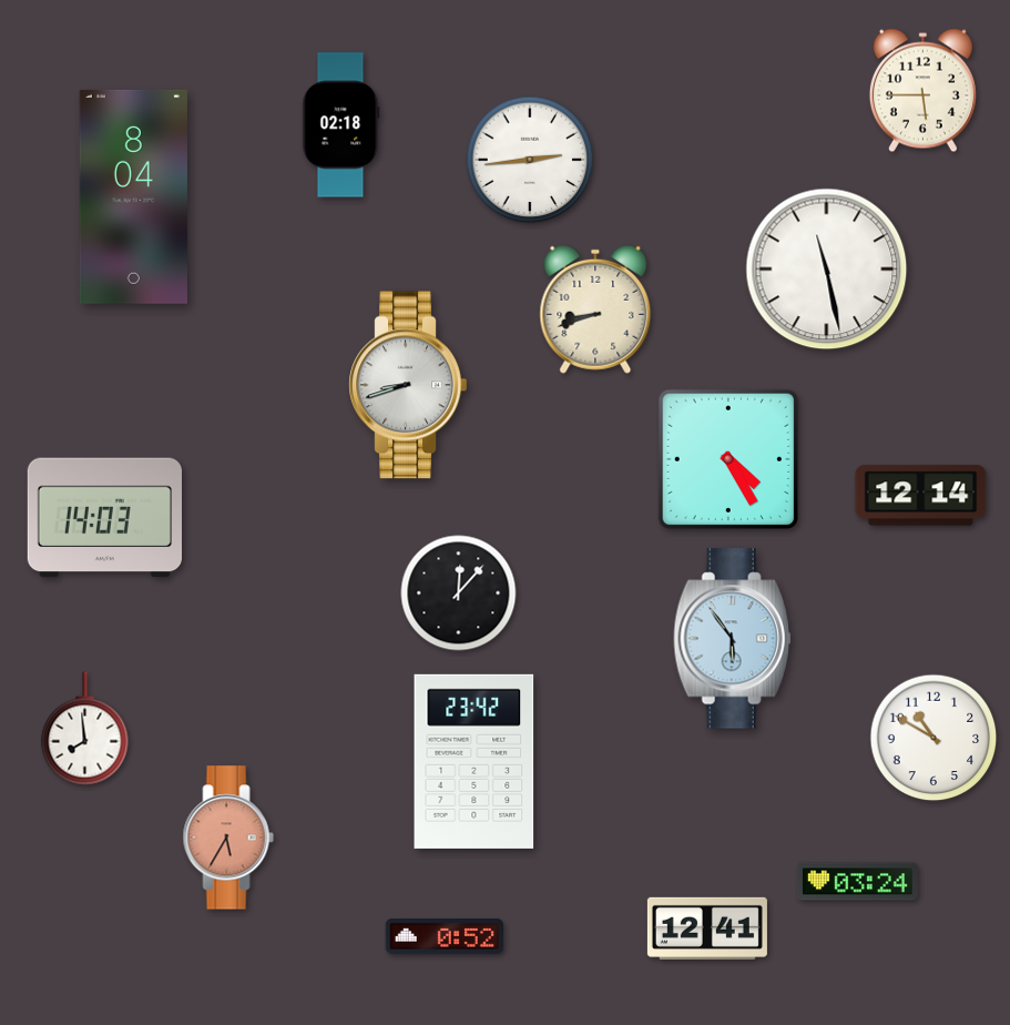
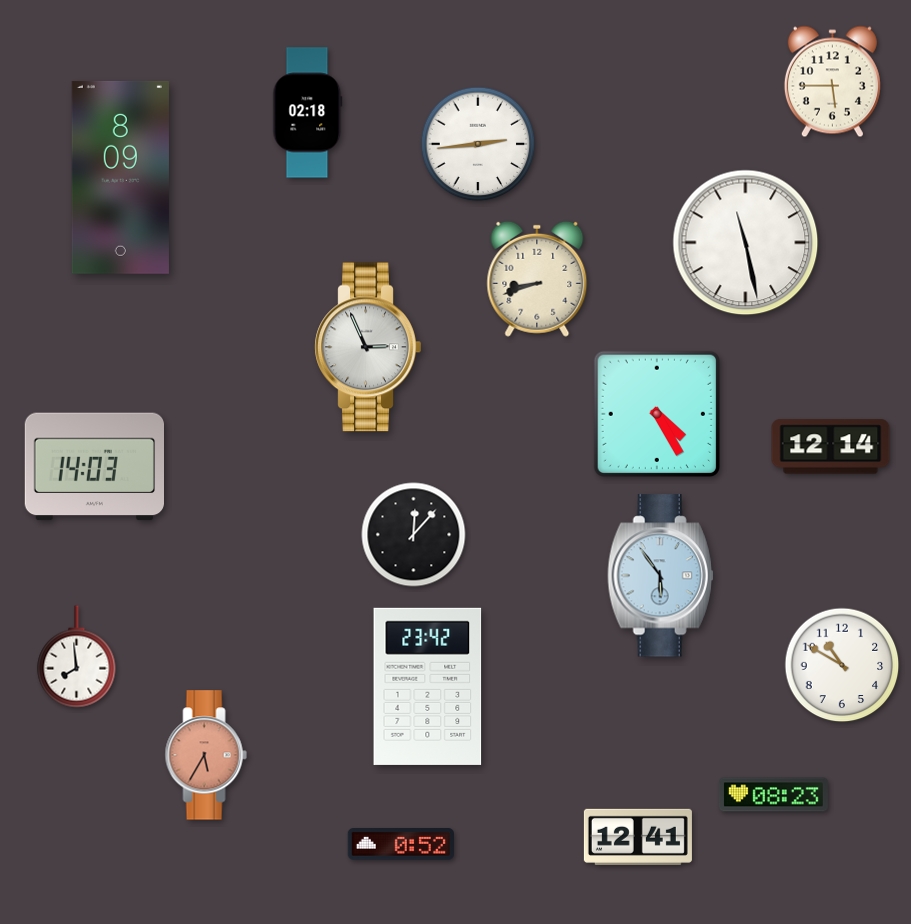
clock at (133, 196): 8:04 -> 8:09
clock at (408, 385): 8:42 -> 2:56
clock at (857, 882): 03:24 -> 08:23
